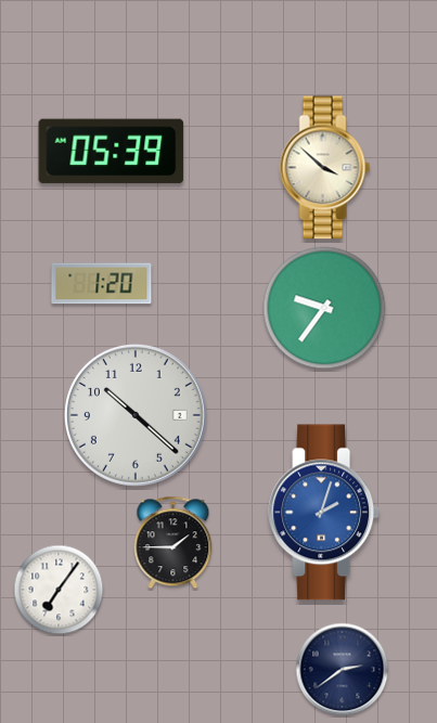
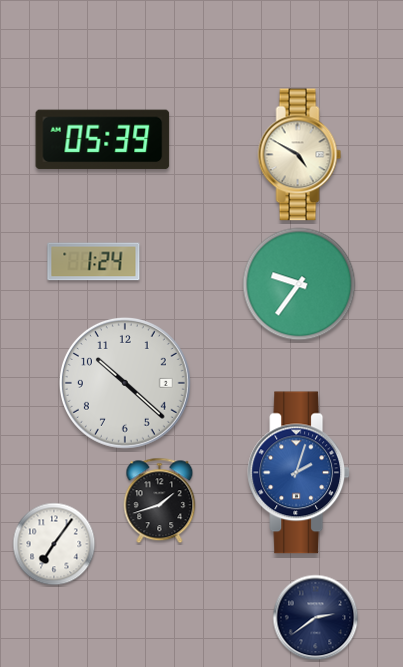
clock at (325, 168): 3:52 -> 4:50
clock at (102, 284): 1:20 -> 1:24
clock at (173, 543): 1:45 -> 1:42
